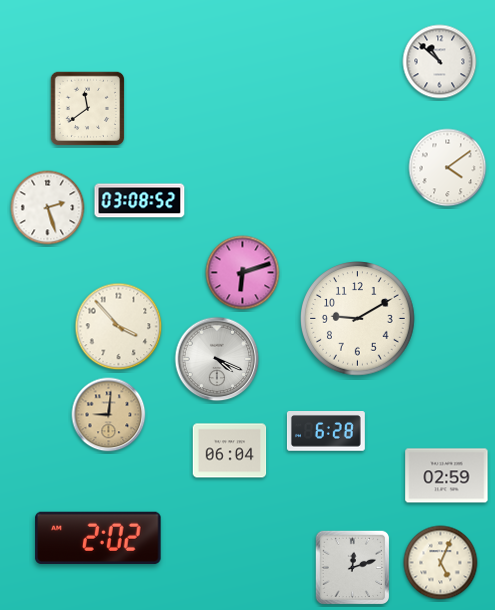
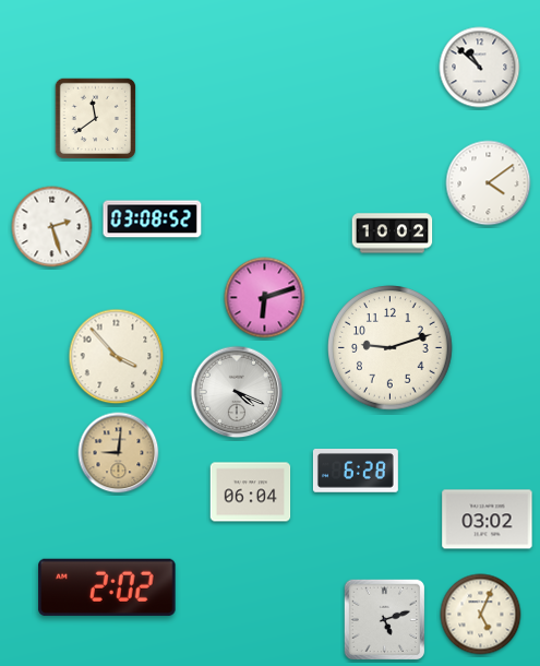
clock at (393, 234): none -> 10:02
clock at (358, 319): 9:10 -> 9:12
clock at (119, 327) position: (119, 327) -> (117, 357)
clock at (447, 476): 02:59 -> 03:02
clock at (353, 568): 12:12 -> 5:12
